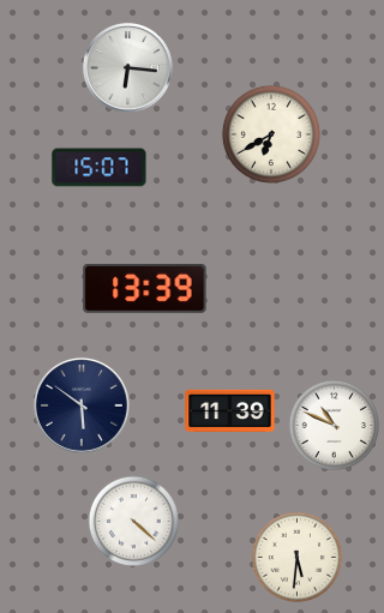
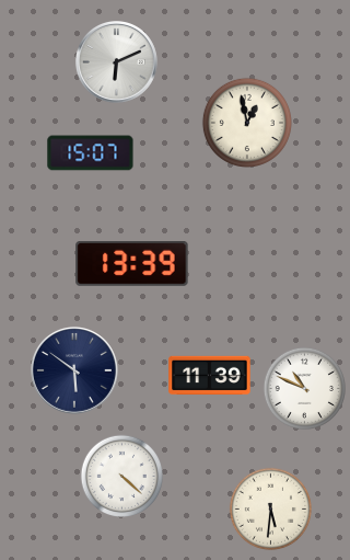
clock at (128, 68): 6:16 -> 6:11
clock at (271, 134): 6:40 -> 12:58
